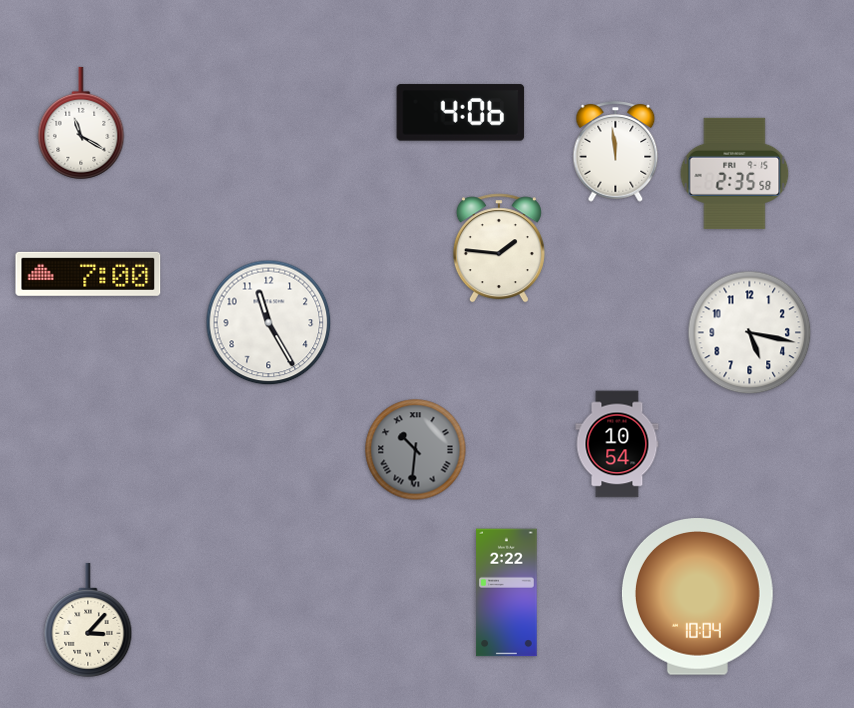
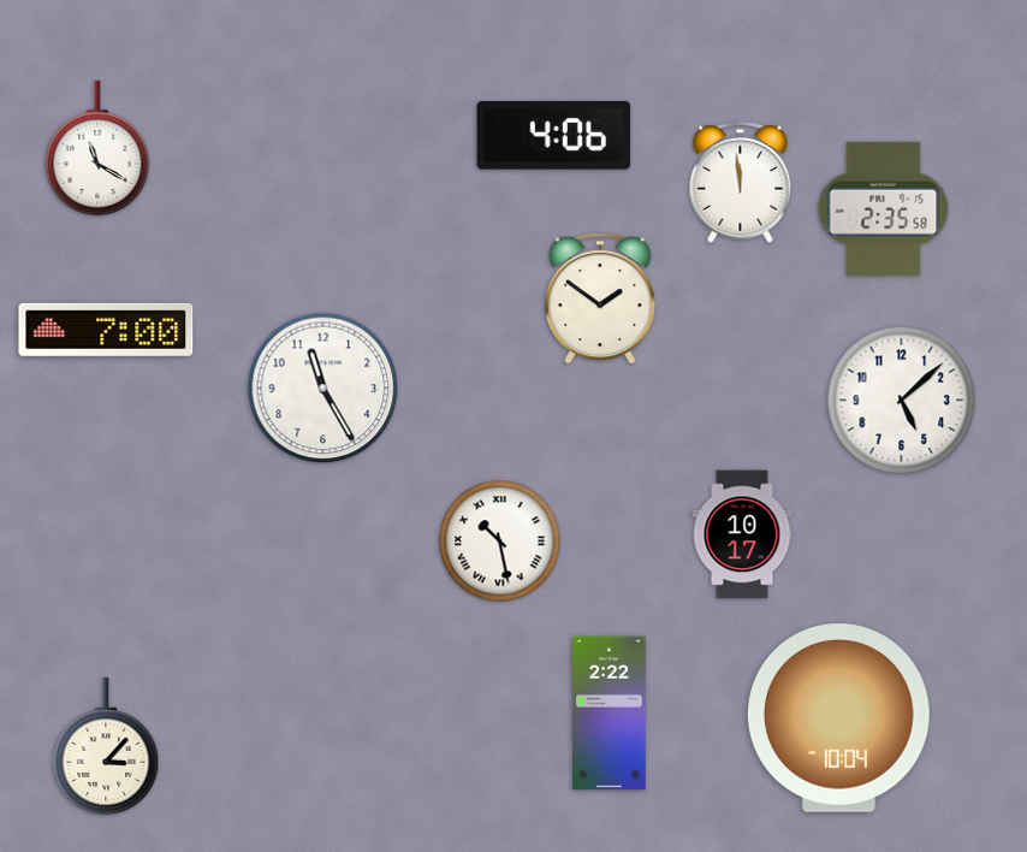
clock at (499, 248): 1:46 -> 1:51
clock at (750, 333): 5:17 -> 5:08
clock at (617, 444): 10:54 -> 10:17
clock at (416, 450): 10:31 -> 10:28
clock at (416, 450) dial: grey -> white
